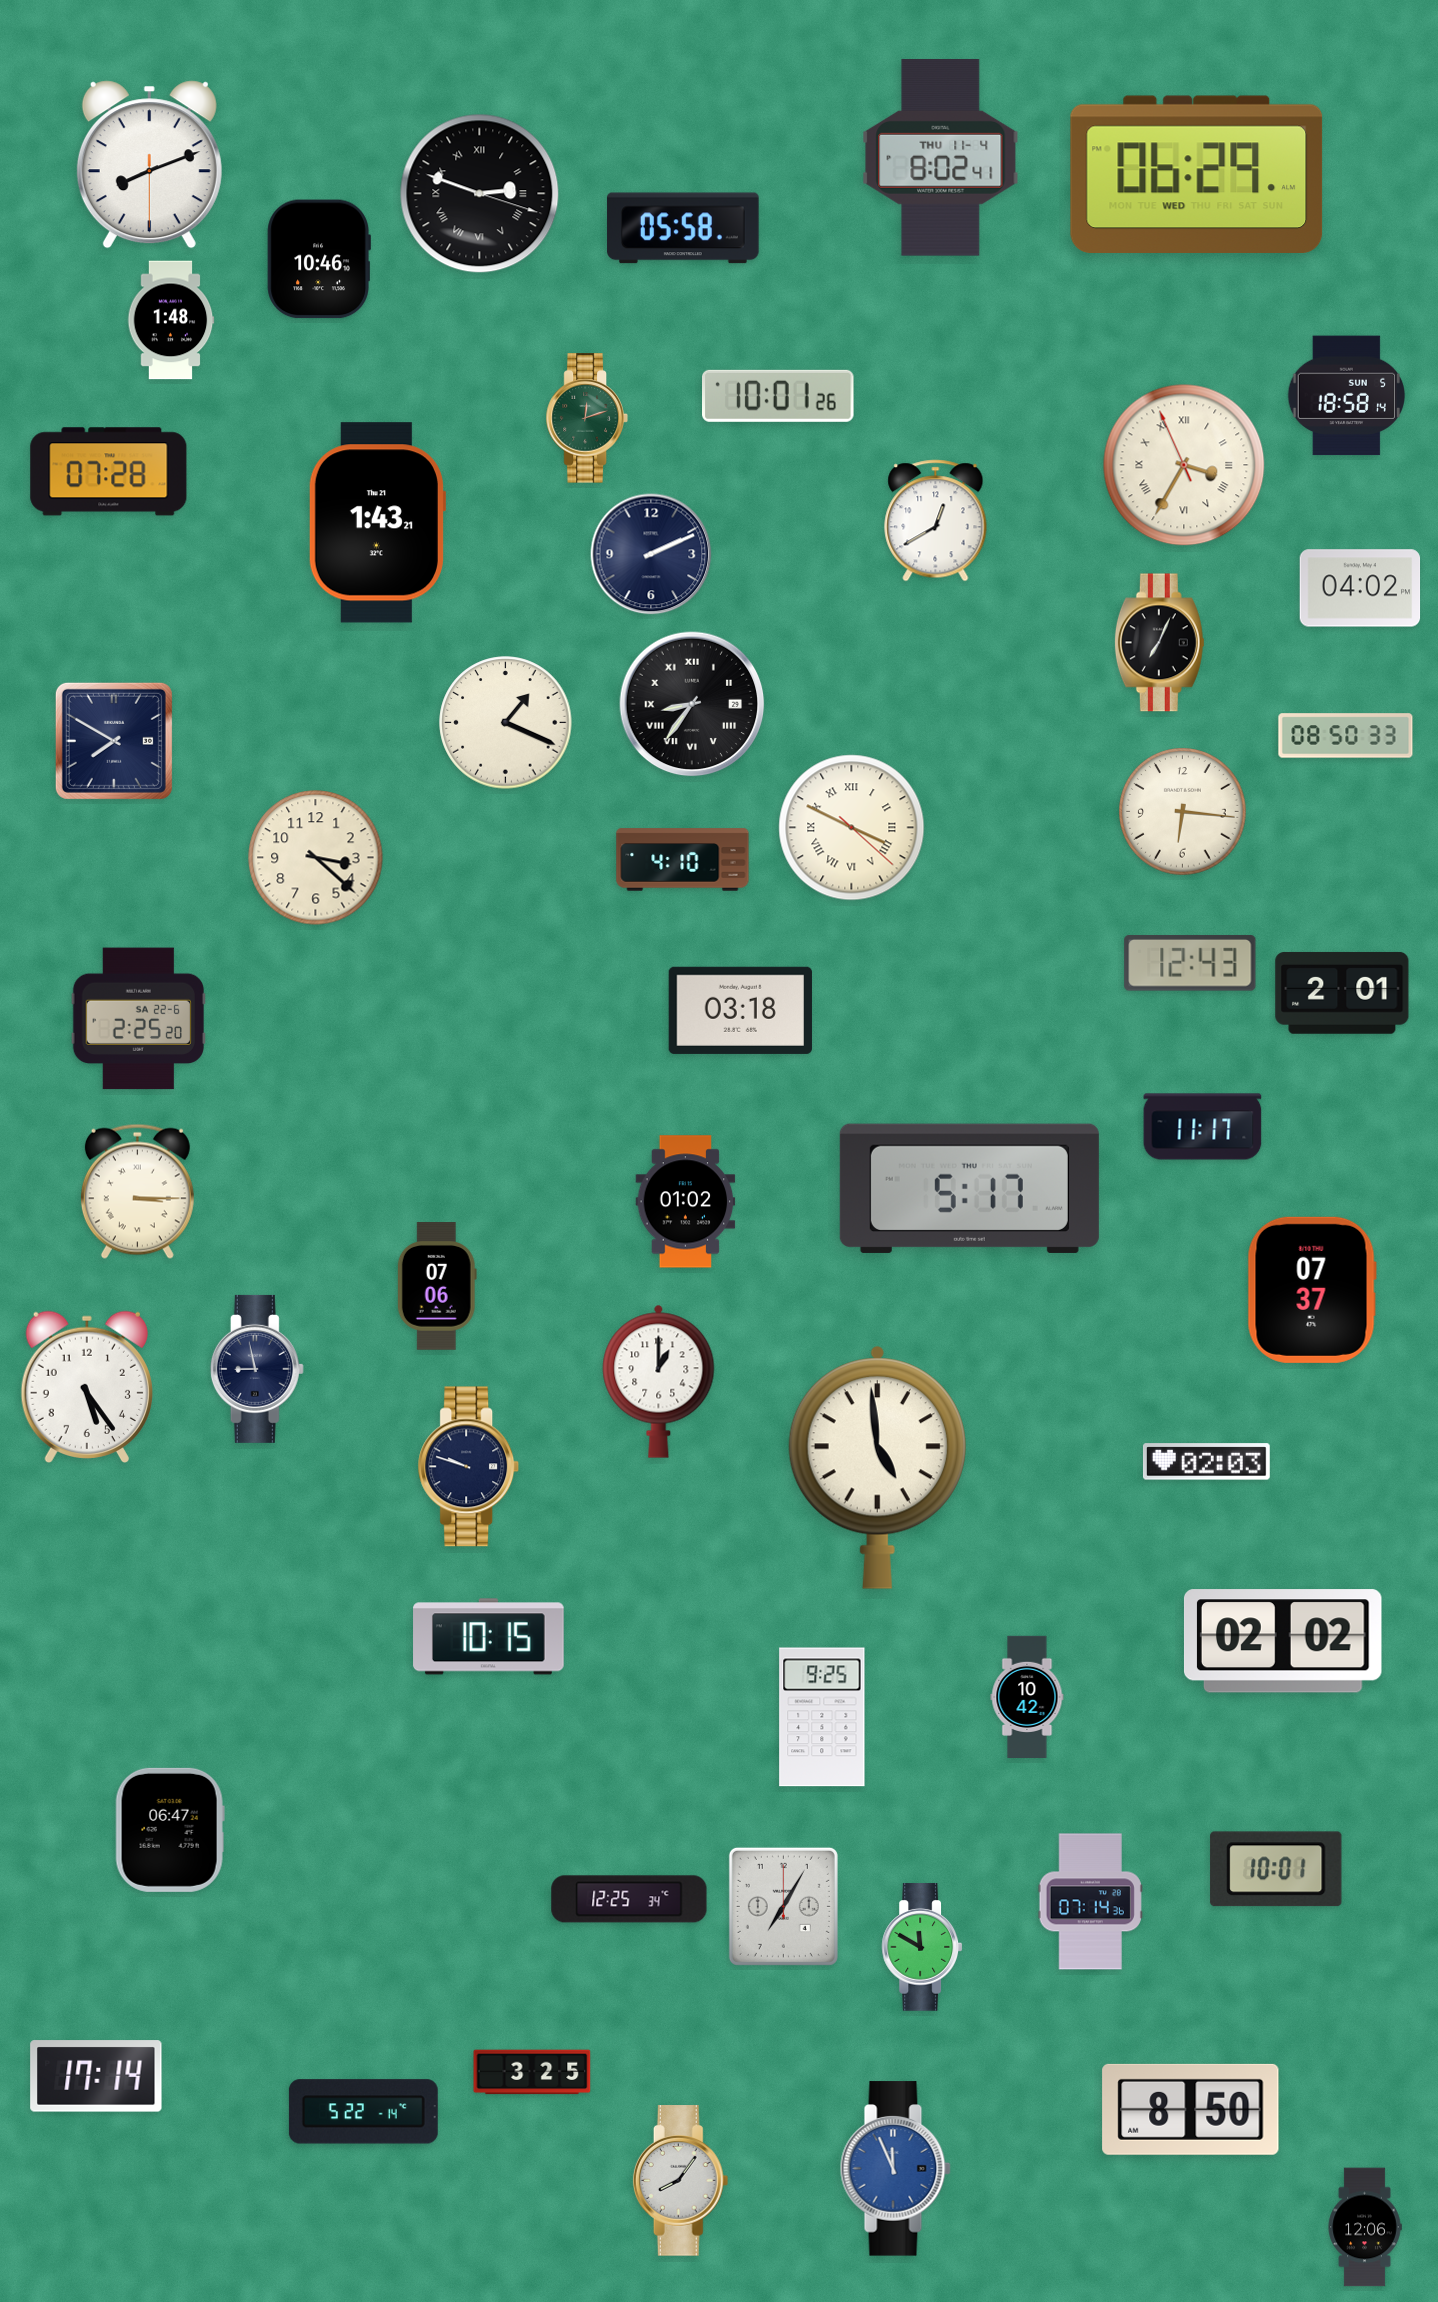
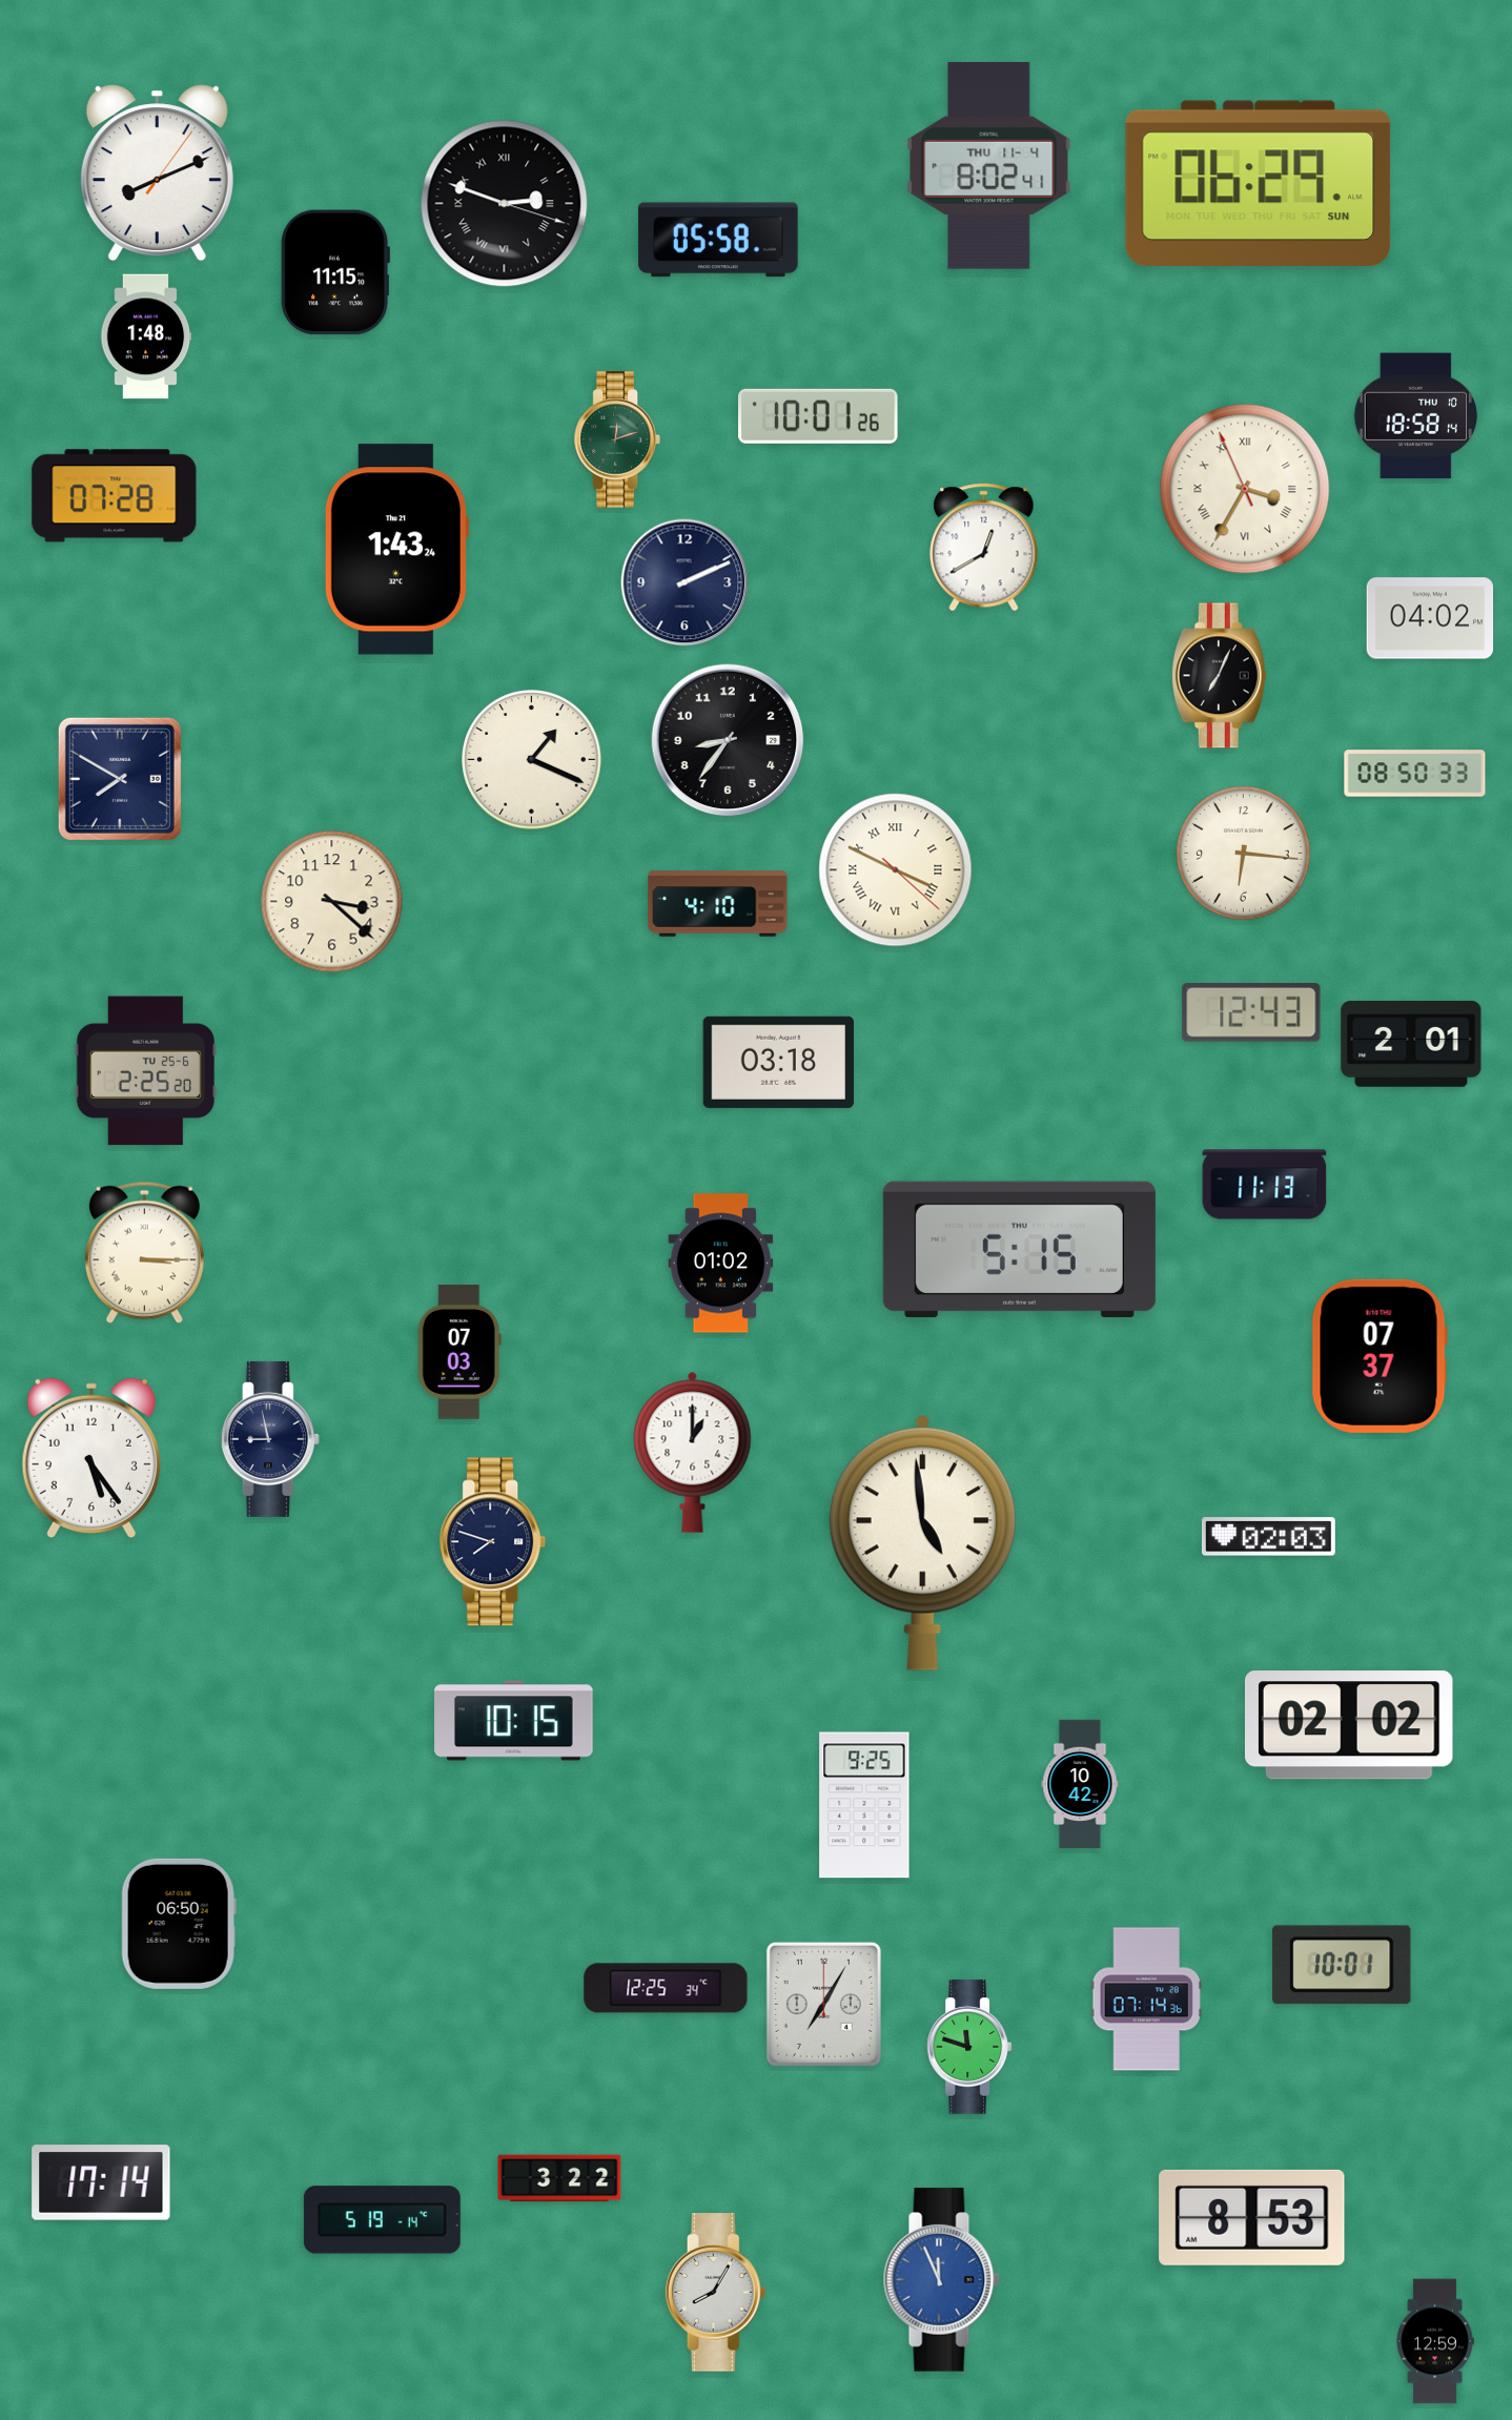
clock at (149, 165): 8:11:30 -> 8:11:06
clock at (1197, 174) date: WED -> SUN
clock at (319, 259): 10:46 -> 11:15
clock at (171, 320) position: (171, 320) -> (146, 336)
clock at (1346, 396) date: SUN 5 -> THU 10
clock at (376, 523): 1:43:21 -> 1:43:24
clock at (692, 704) numerals: Roman -> Arabic
clock at (138, 1019) date: SA 22-6 -> TU 25-6
clock at (1203, 1127): 11:17 -> 11:13
clock at (969, 1188): 5:17 -> 5:15
clock at (437, 1286): 07:06 -> 07:03
clock at (469, 1467): 9:48 -> 7:48
clock at (170, 1830): 06:47 -> 06:50
clock at (629, 1899) position: (629, 1899) -> (666, 1988)
clock at (922, 1947): 11:50 -> 11:48
clock at (532, 2072): 3:25 -> 3:22
clock at (1191, 2109): 8:50 -> 8:53
clock at (363, 2112): 5:22 -> 5:19
clock at (681, 2181): 8:06 -> 8:05
clock at (1365, 2227): 12:06 -> 12:59
